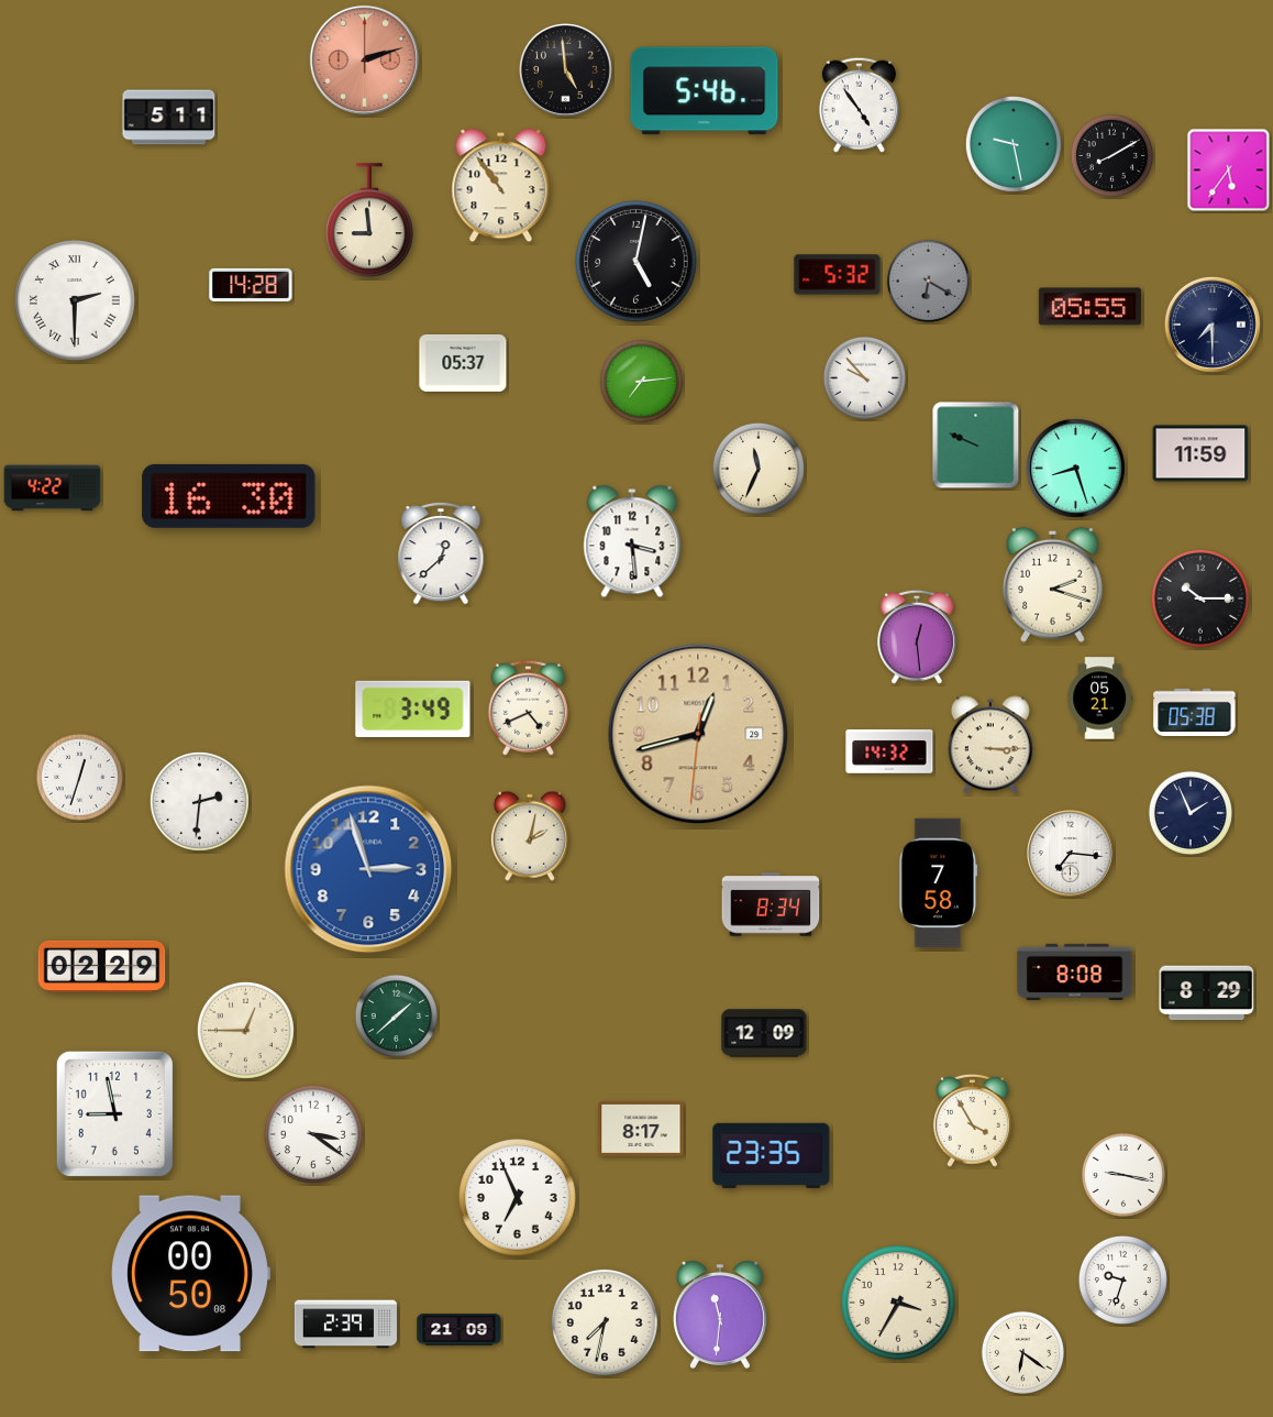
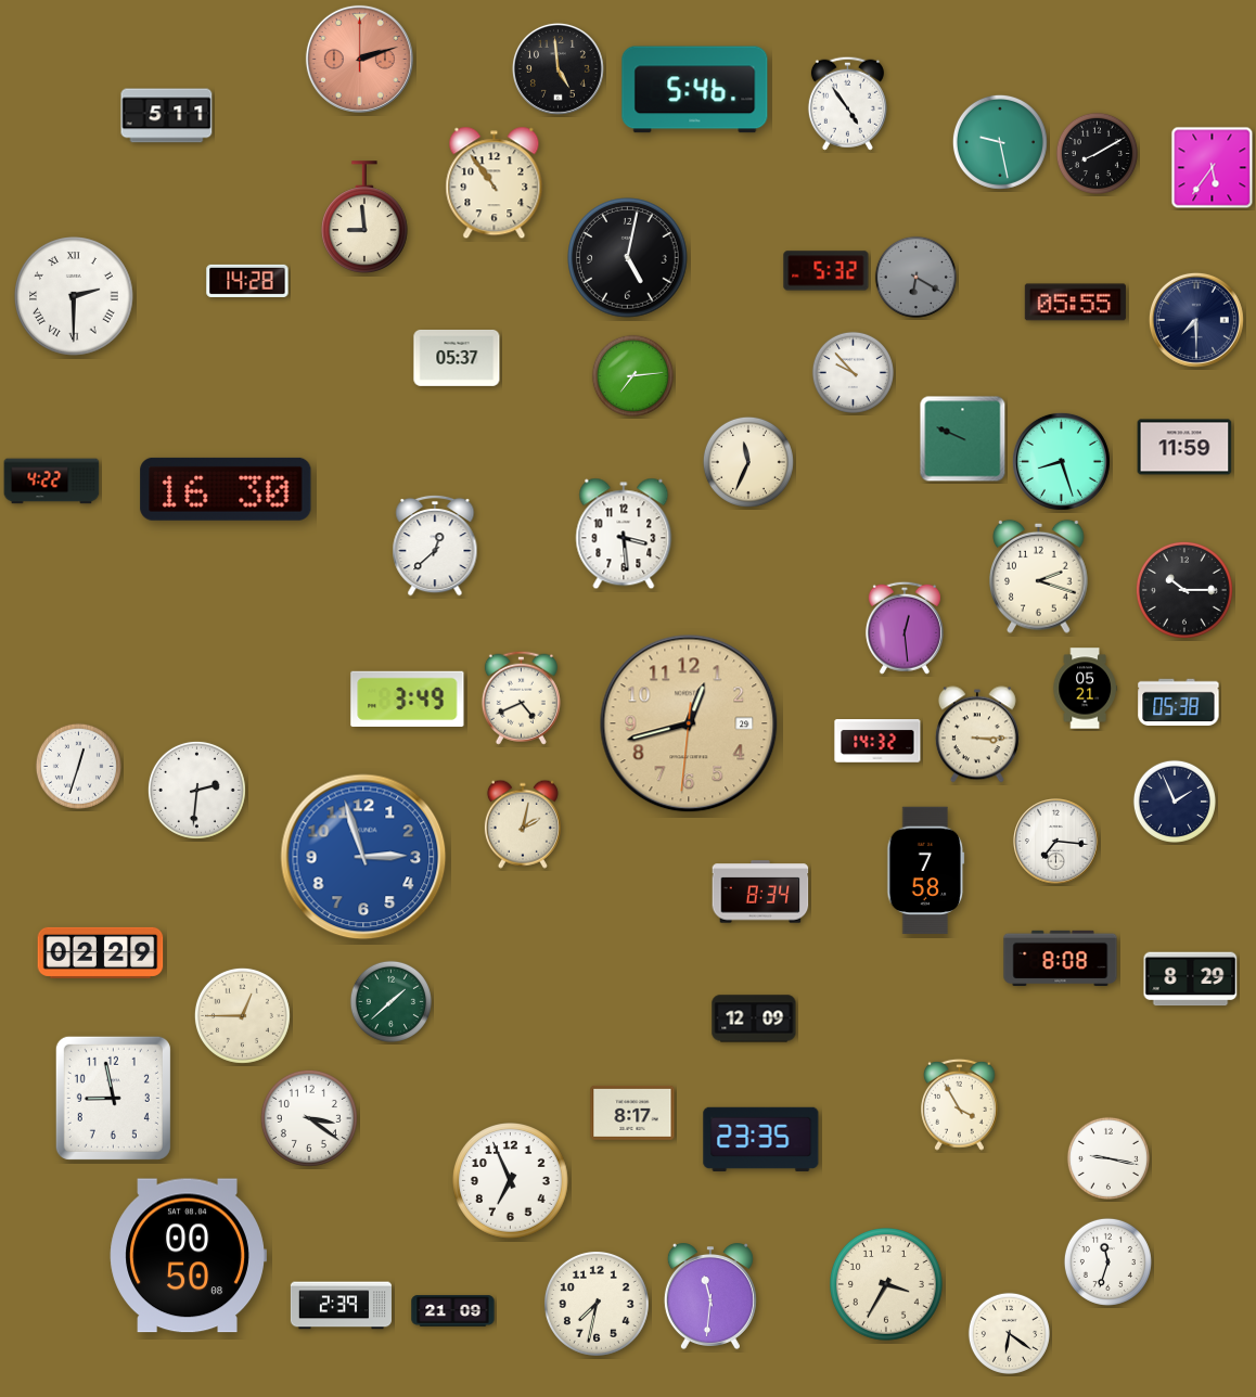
clock at (1122, 1279): 9:33 -> 11:33
